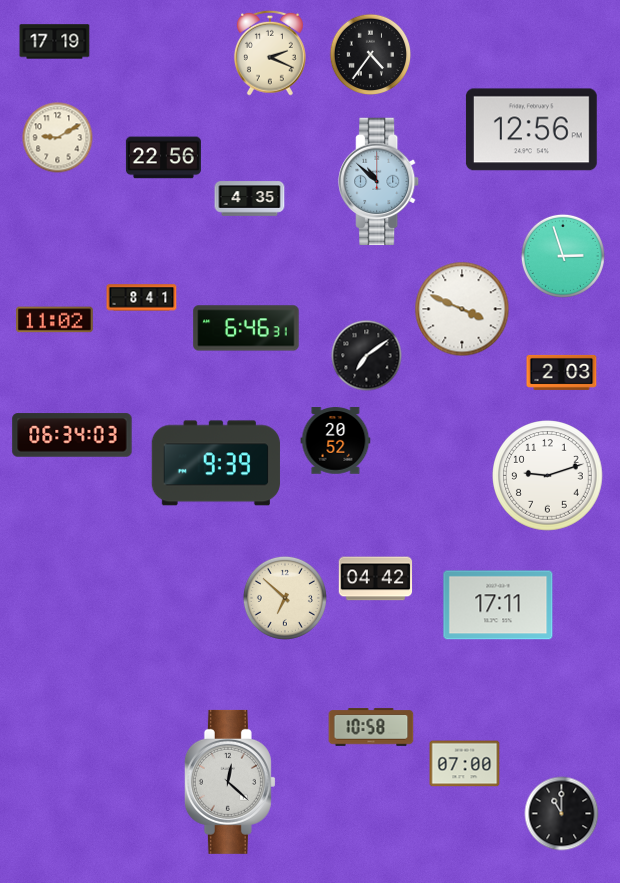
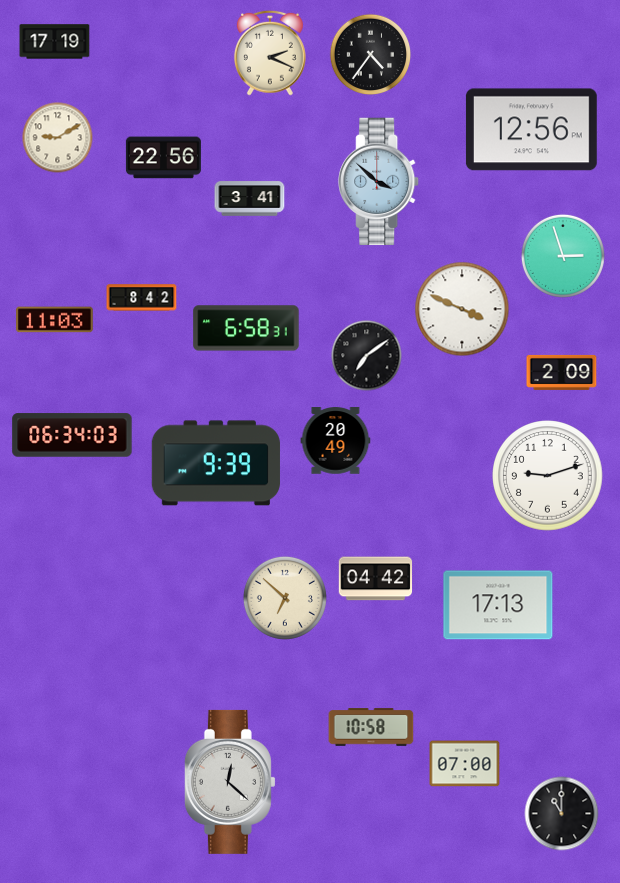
clock at (379, 182): 10:52 -> 3:52
clock at (250, 199): 4:35 -> 3:41
clock at (142, 298): 8:41 -> 8:42
clock at (55, 320): 11:02 -> 11:03
clock at (246, 328): 6:46 -> 6:58
clock at (562, 372): 2:03 -> 2:09
clock at (336, 441): 20:52 -> 20:49
clock at (498, 605): 17:11 -> 17:13
